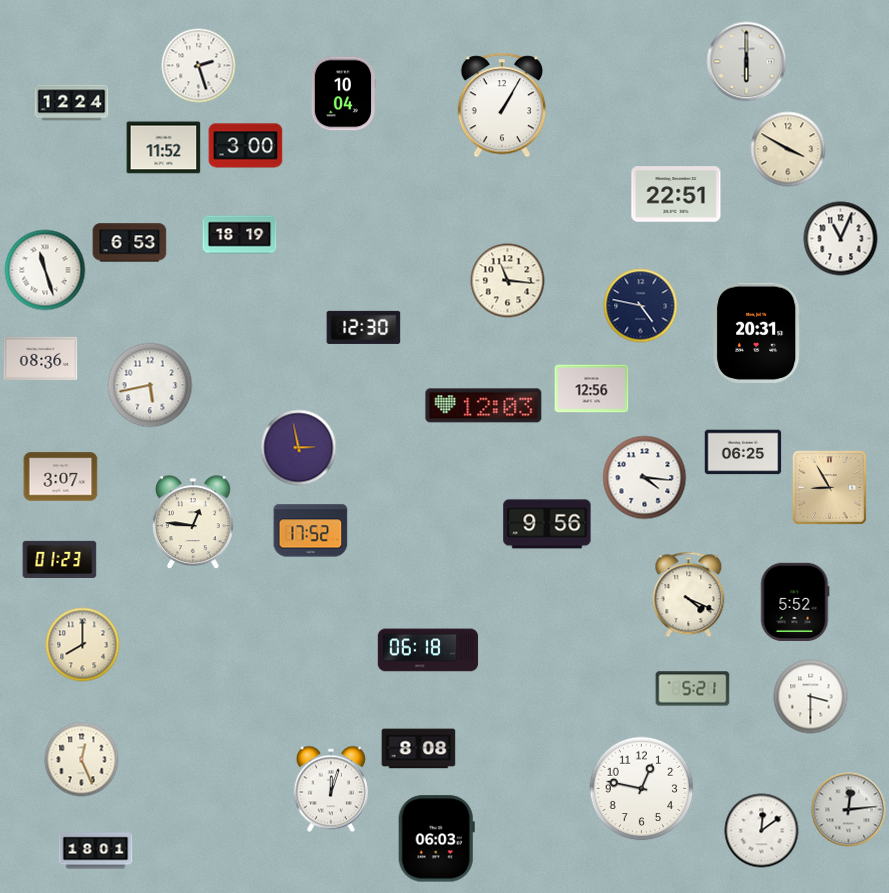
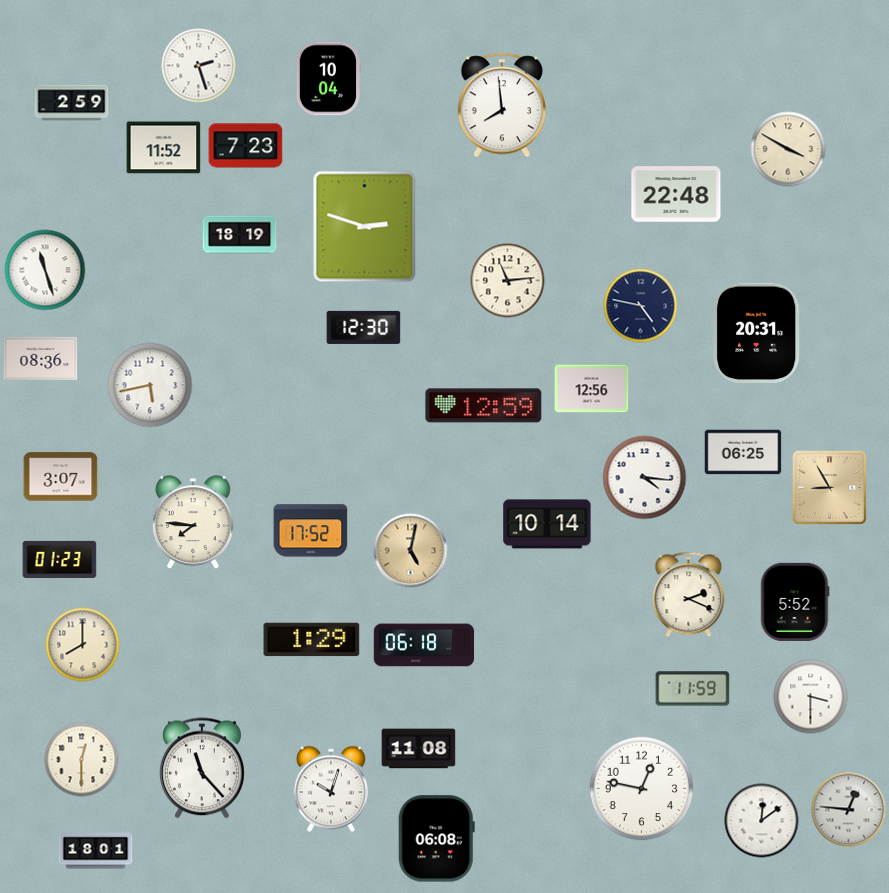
clock at (747, 62): 6:00 -> none
clock at (343, 94) position: (343, 94) -> (328, 79)
clock at (72, 103): 12:24 -> 2:59
clock at (501, 105): 1:05 -> 7:59
clock at (246, 146): 3:00 -> 7:23
clock at (676, 194): 22:51 -> 22:48
clock at (365, 227): none -> 2:48
clock at (841, 239): 11:04 -> none
clock at (130, 243): 6:53 -> none
clock at (508, 281): 11:16 -> 11:14
clock at (484, 406): 12:03 -> 12:59
clock at (299, 448): 2:58 -> none
clock at (194, 523): 12:46 -> 7:46
clock at (547, 524): 9:56 -> 10:14
clock at (411, 551): none -> 5:02
clock at (689, 595): 4:19 -> 2:19
clock at (312, 640): none -> 1:29
clock at (428, 650) position: (428, 650) -> (424, 645)
clock at (693, 689): 5:21 -> 11:59
clock at (419, 749): 8:08 -> 11:08
clock at (82, 760): 12:26 -> 12:30
clock at (202, 768): none -> 11:23
clock at (331, 789): 12:03 -> 10:03
clock at (849, 810): 12:14 -> 12:46
clock at (762, 831) position: (762, 831) -> (762, 821)
clock at (436, 839): 06:03 -> 06:08
